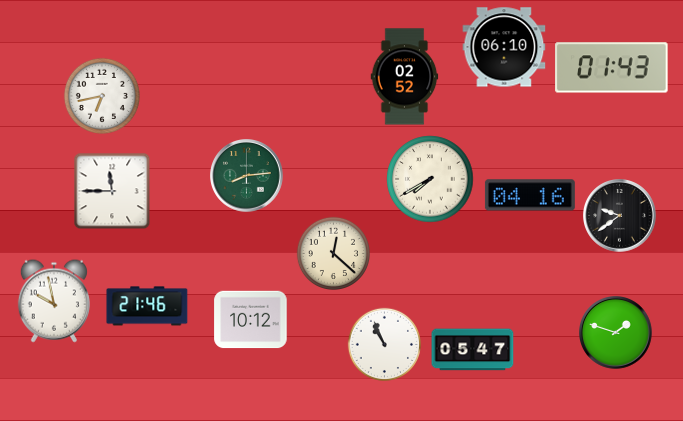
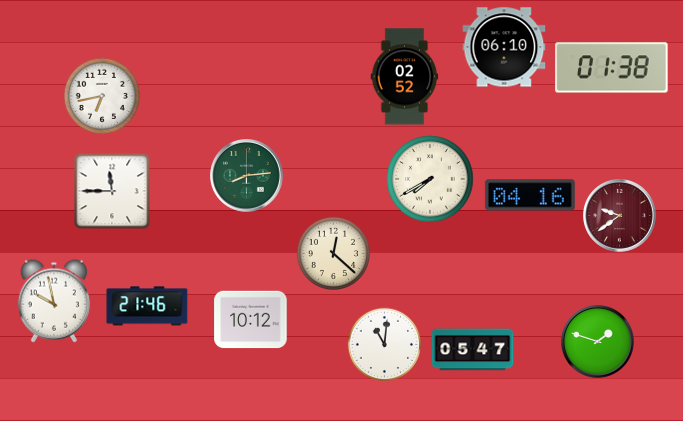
clock at (612, 68): 01:43 -> 01:38
clock at (620, 216) dial: black -> burgundy
clock at (616, 333) position: (616, 333) -> (598, 342)
clock at (384, 344): 10:56 -> 11:01
